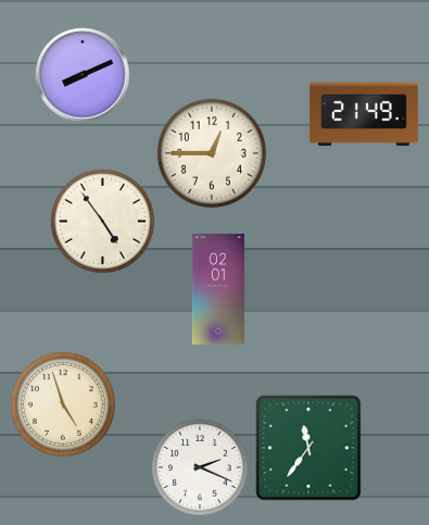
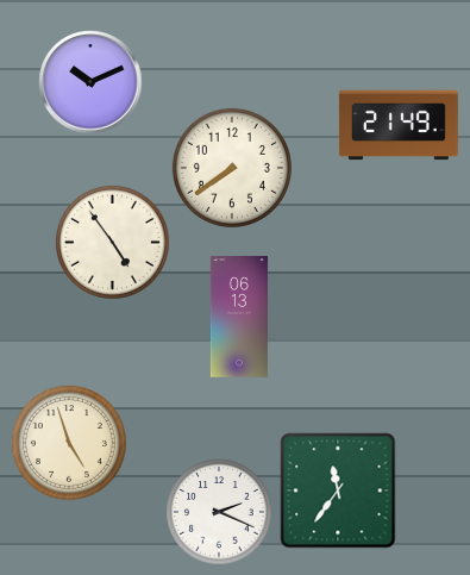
clock at (83, 75): 8:11 -> 10:11
clock at (212, 153): 12:45 -> 7:39
clock at (218, 289): 02:01 -> 06:13
